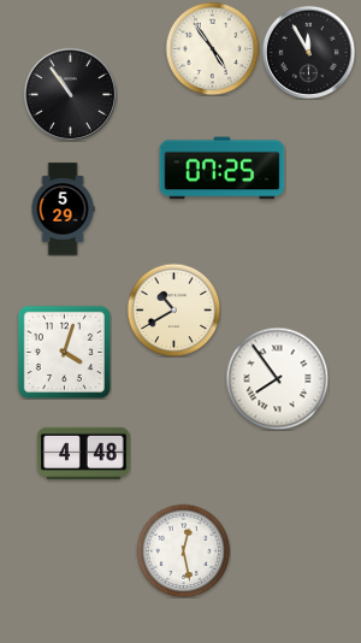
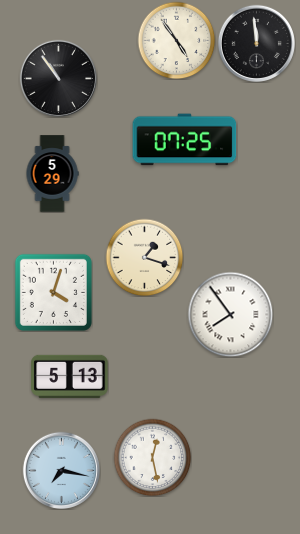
clock at (308, 52): 11:55 -> 11:59
clock at (173, 309): 10:40 -> 1:18
clock at (84, 453): 4:48 -> 5:13
clock at (61, 470): none -> 7:17
